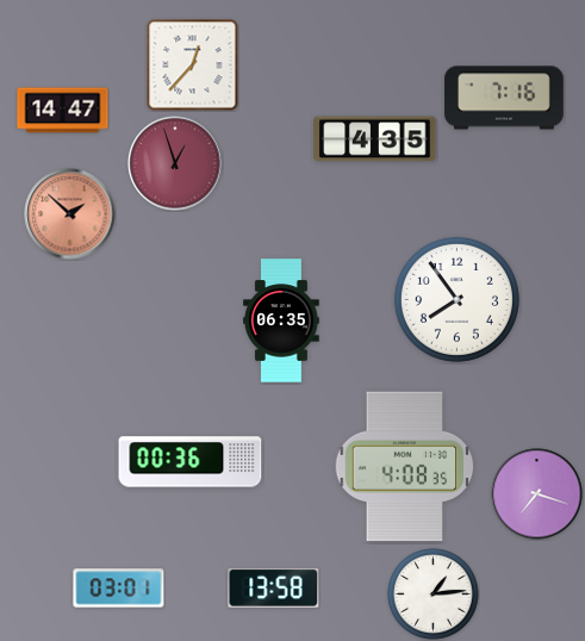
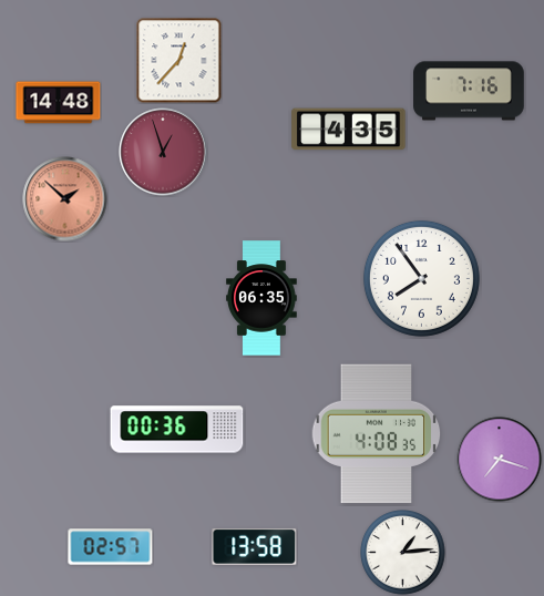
clock at (63, 111): 14:47 -> 14:48
clock at (456, 299) position: (456, 299) -> (421, 278)
clock at (119, 589): 03:01 -> 02:57
